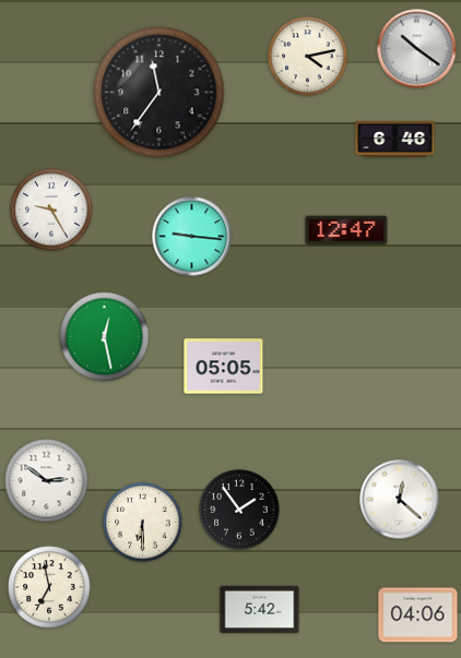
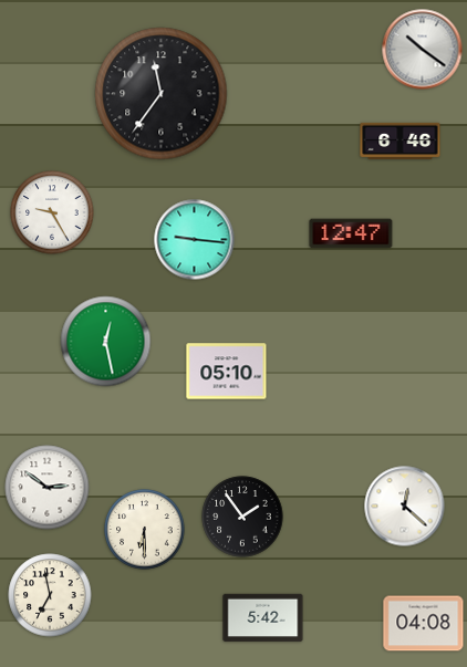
clock at (308, 57): 4:13 -> none
clock at (224, 367): 05:05 -> 05:10
clock at (418, 615): 04:06 -> 04:08
